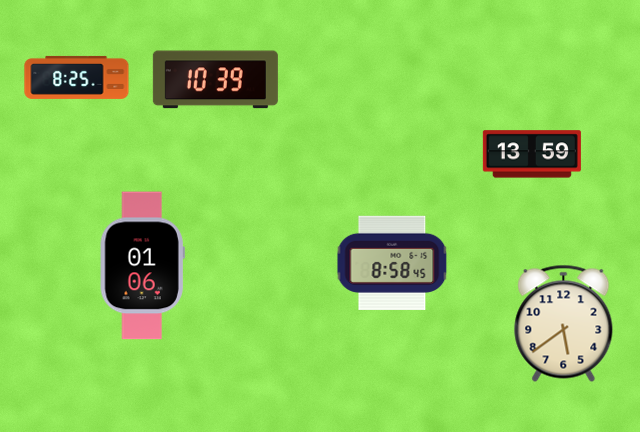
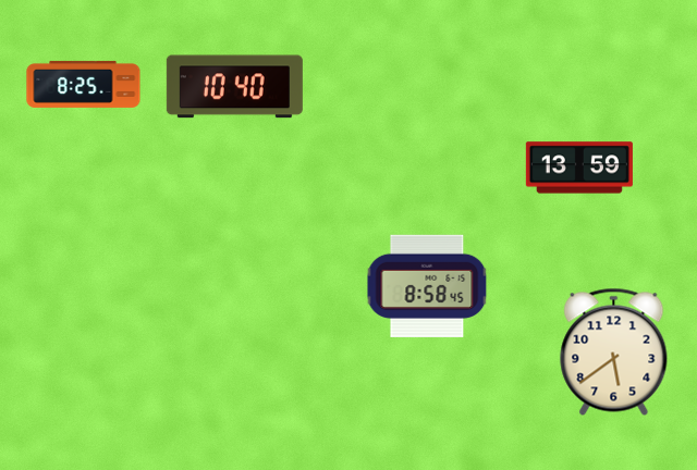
clock at (215, 80): 10:39 -> 10:40
clock at (142, 266): 01:06 -> none
